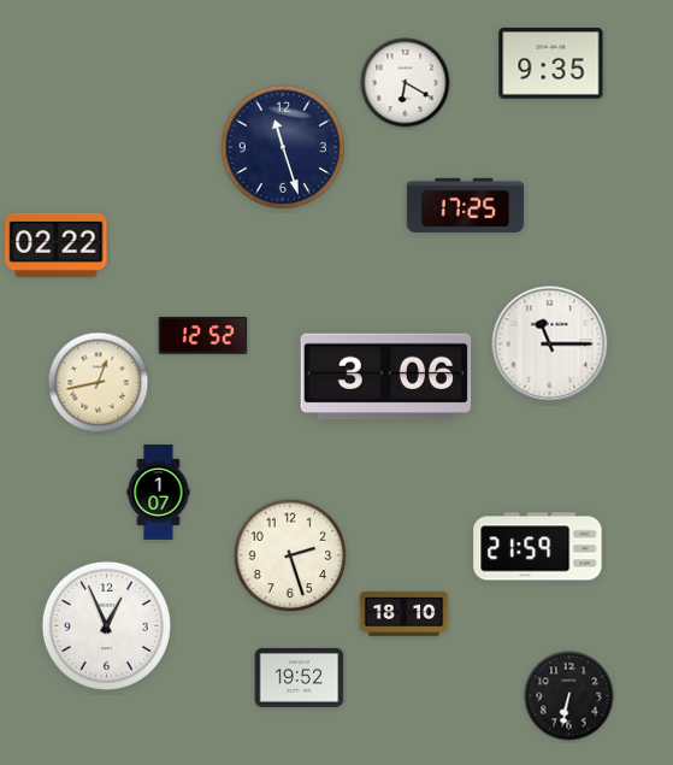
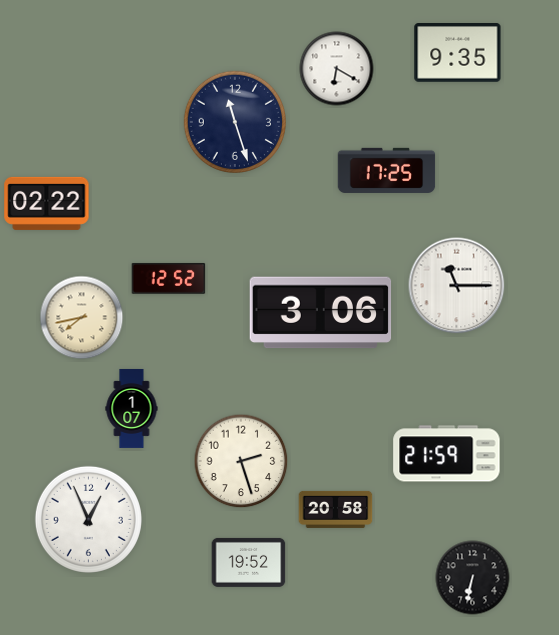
clock at (99, 383): 12:43 -> 7:43
clock at (405, 613): 18:10 -> 20:58
